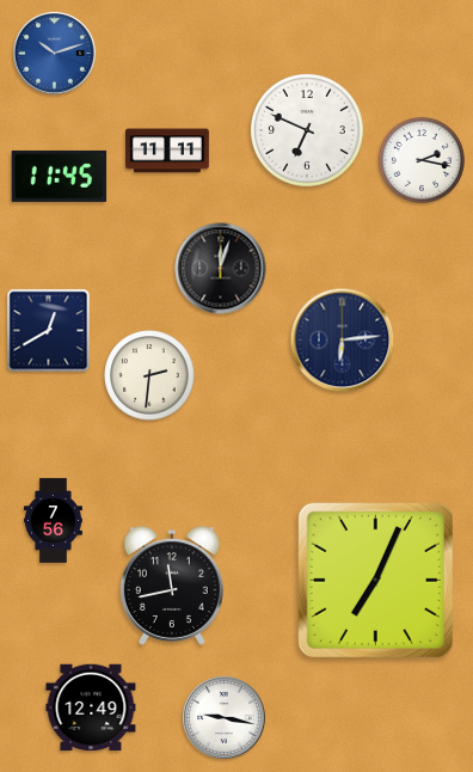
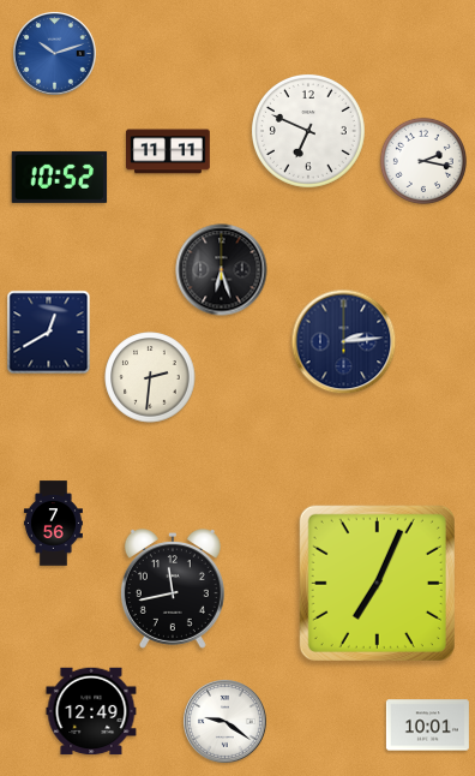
clock at (60, 176): 11:45 -> 10:52
clock at (221, 269): 12:03 -> 6:27
clock at (343, 341): 6:14 -> 2:14
clock at (225, 718): 9:17 -> 9:21
clock at (427, 726): none -> 10:01
